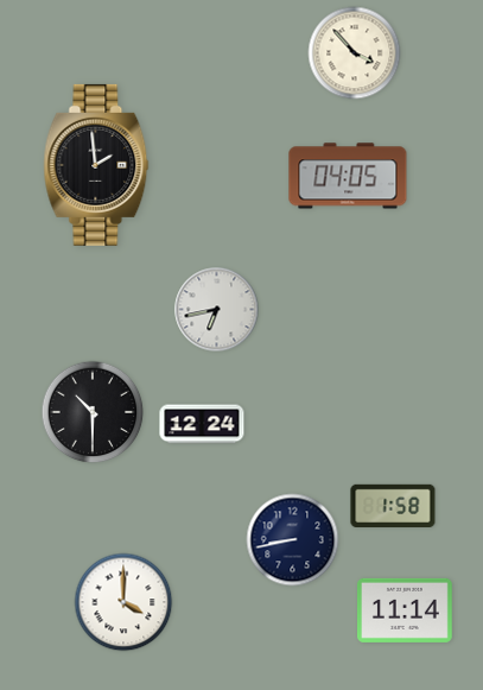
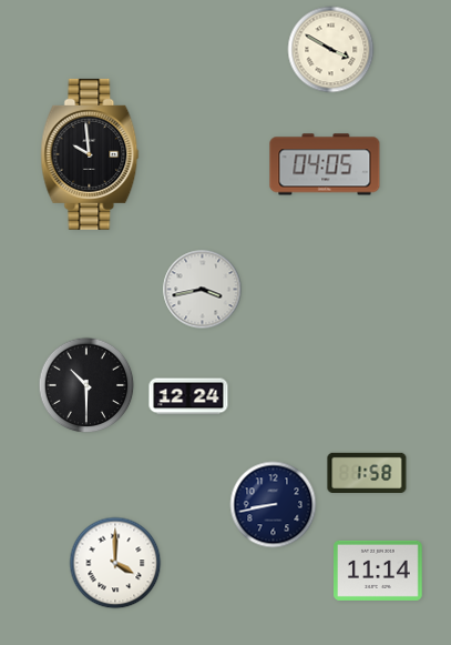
clock at (355, 53): 3:53 -> 3:50
clock at (96, 165): 1:59 -> 9:59
clock at (217, 310): 6:43 -> 3:43
